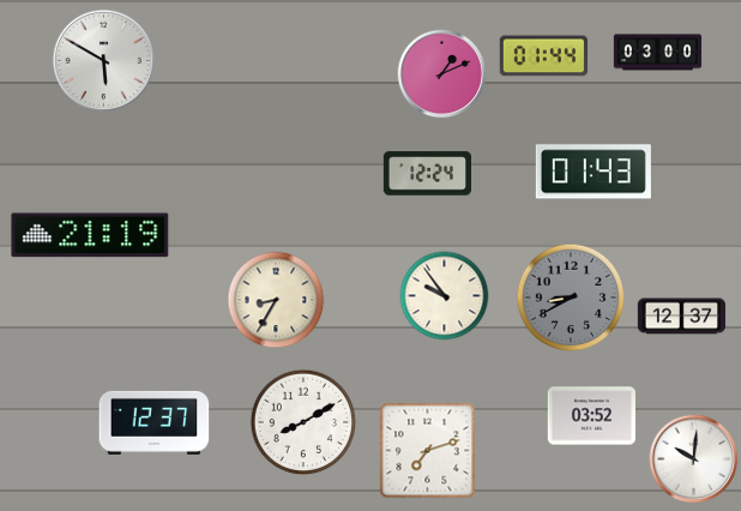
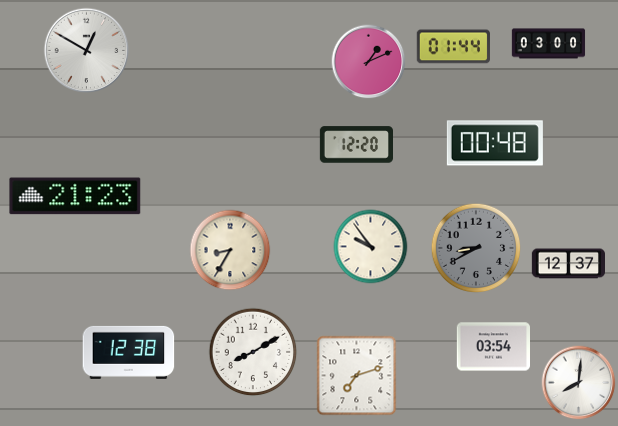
clock at (104, 61): 5:50 -> 12:50
clock at (594, 172): 01:43 -> 00:48
clock at (427, 174): 12:24 -> 12:20
clock at (90, 235): 21:19 -> 21:23
clock at (591, 416): 03:52 -> 03:54
clock at (155, 422): 12:37 -> 12:38
clock at (694, 459): 10:01 -> 8:01
